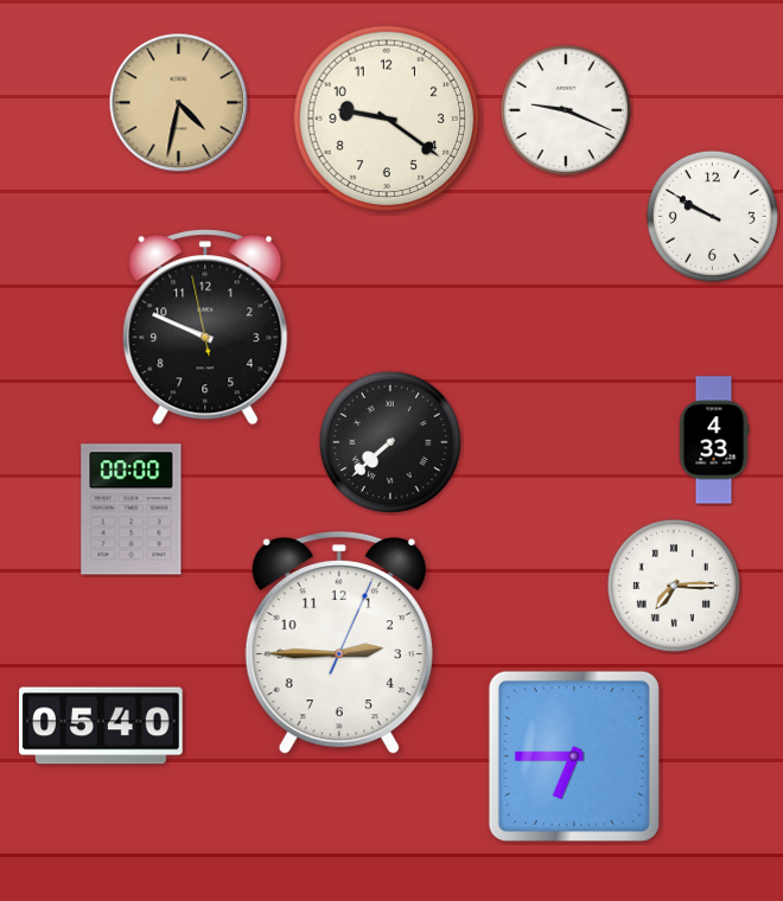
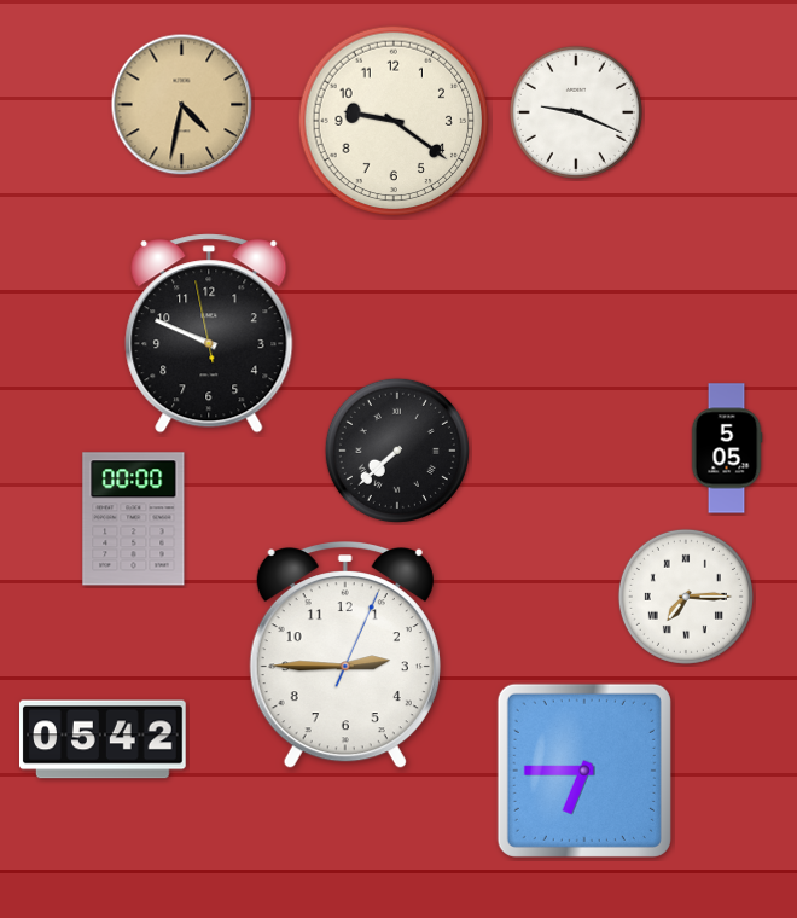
clock at (712, 216): 9:50 -> none
clock at (714, 440): 4:33 -> 5:05
clock at (102, 726): 05:40 -> 05:42
